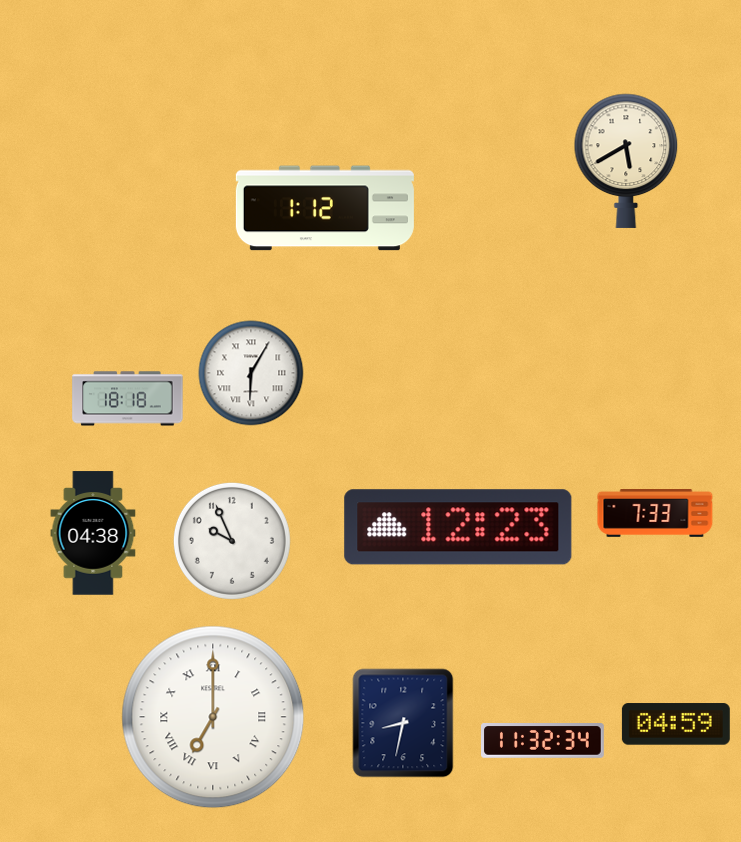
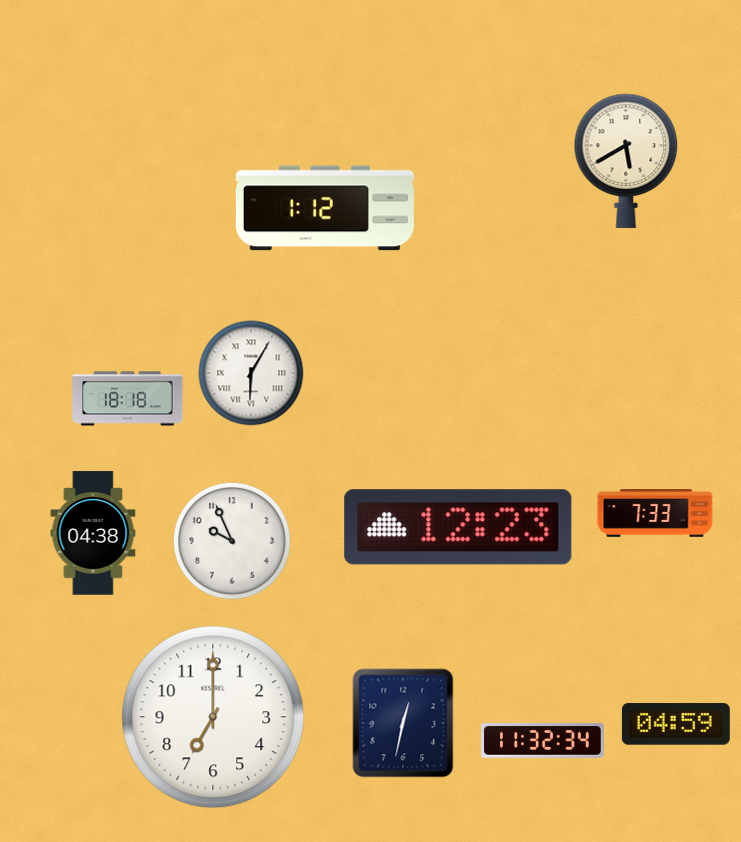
clock at (213, 717) numerals: Roman -> Arabic
clock at (403, 723): 8:32 -> 12:32
